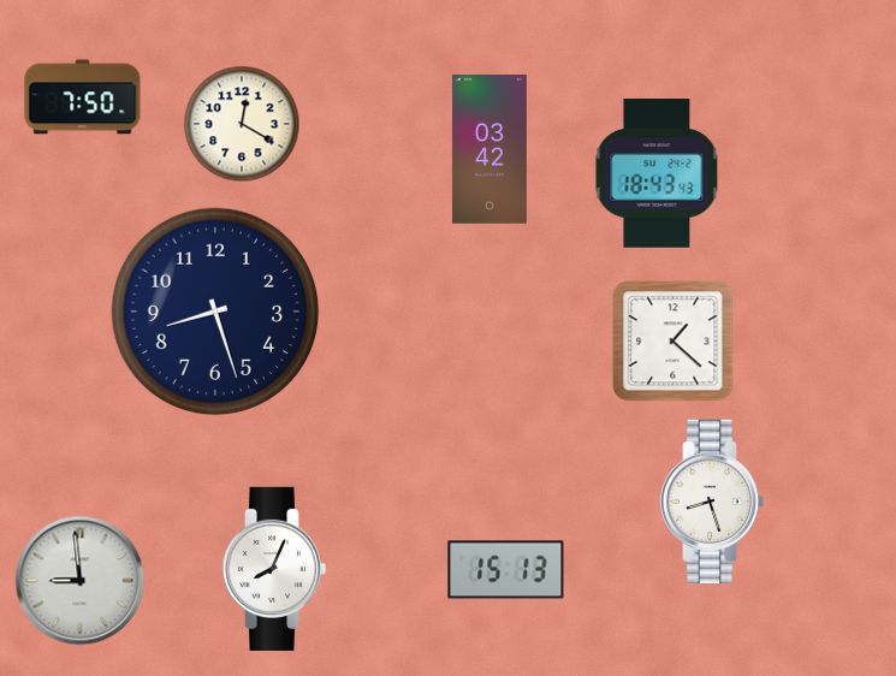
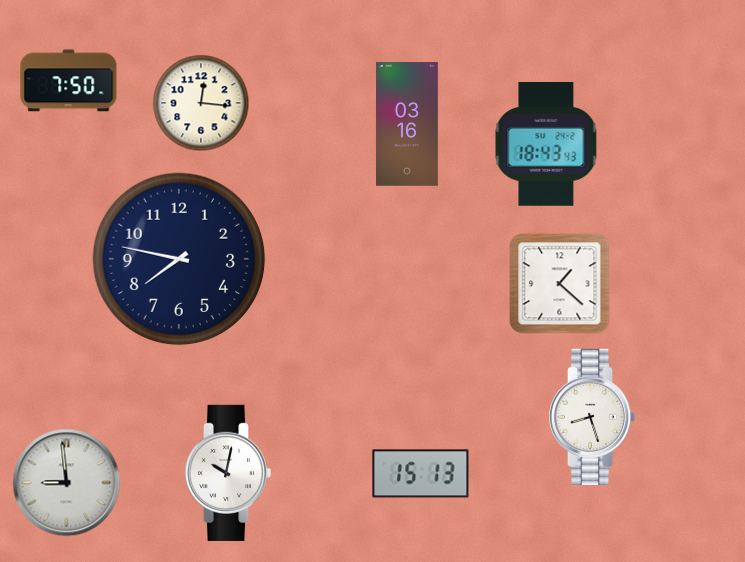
clock at (242, 124): 12:20 -> 12:16
clock at (489, 149): 03:42 -> 03:16
clock at (215, 312): 8:27 -> 7:47
clock at (274, 569): 8:04 -> 10:02
